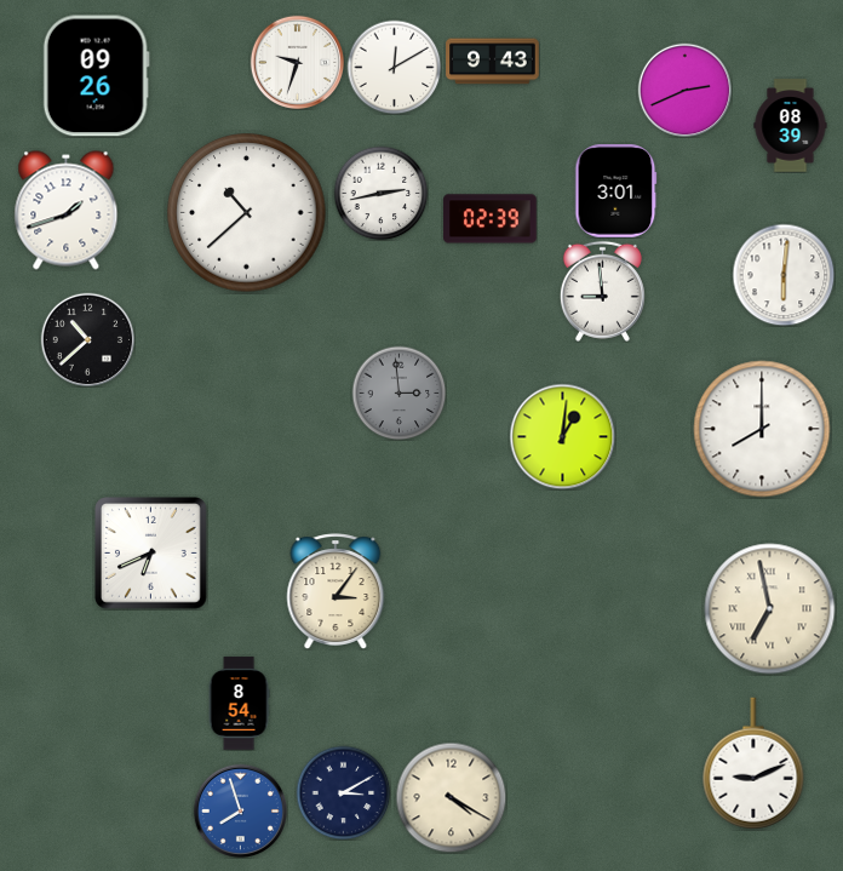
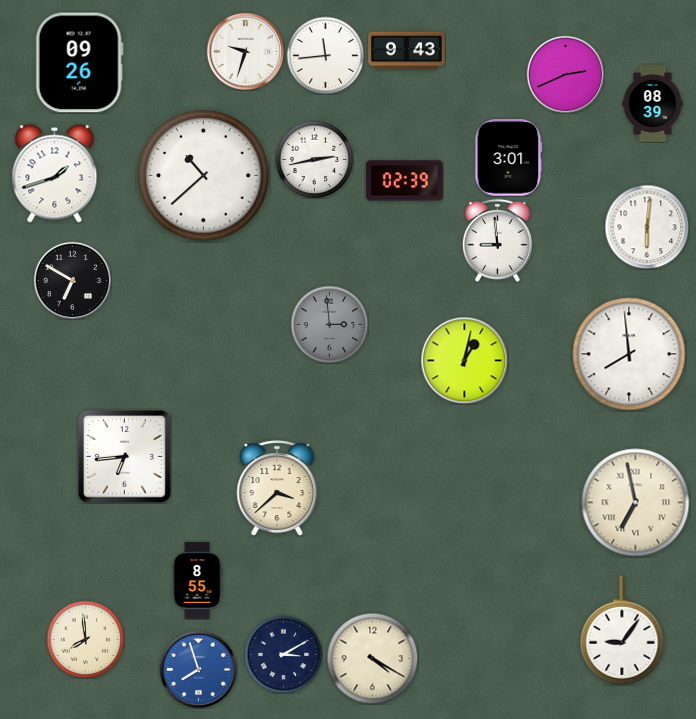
clock at (394, 67): 12:10 -> 11:44
clock at (87, 339): 10:38 -> 6:50
clock at (762, 429): 8:00 -> 7:59
clock at (562, 436): 1:01 -> 1:02
clock at (151, 554): 6:41 -> 6:44
clock at (336, 591): 3:06 -> 3:38
clock at (239, 704): 8:54 -> 8:55
clock at (753, 763): 9:11 -> 9:06
clock at (85, 639): none -> 7:59
